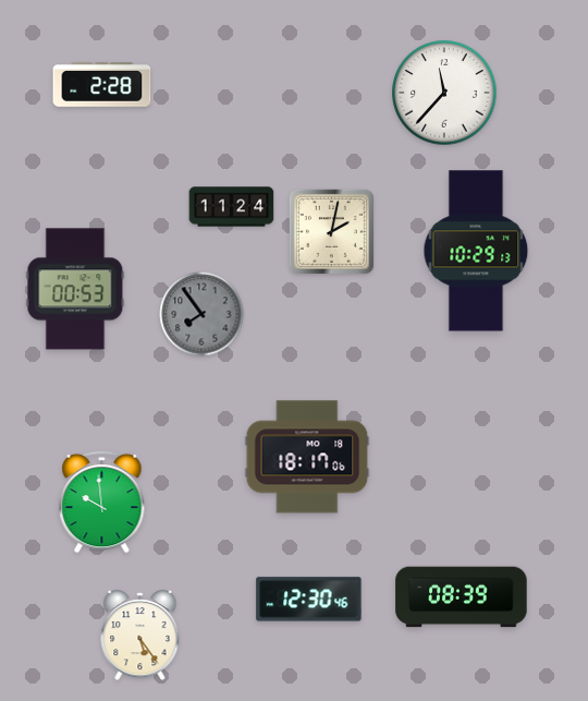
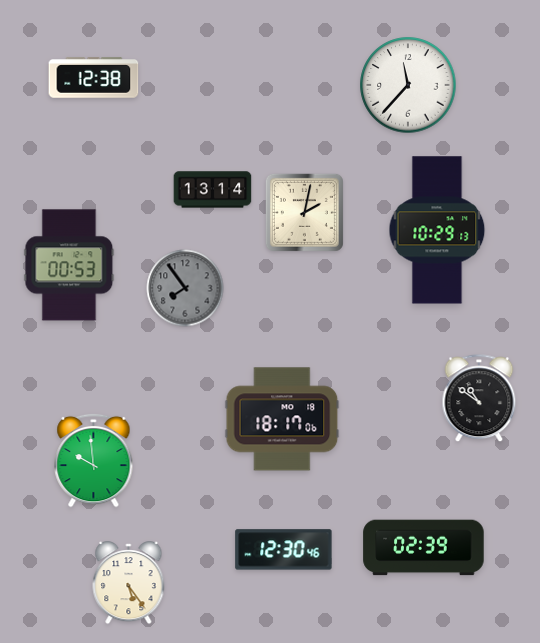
clock at (102, 85): 2:28 -> 12:38
clock at (232, 207): 11:24 -> 13:14
clock at (479, 399): none -> 10:51
clock at (462, 597): 08:39 -> 02:39
